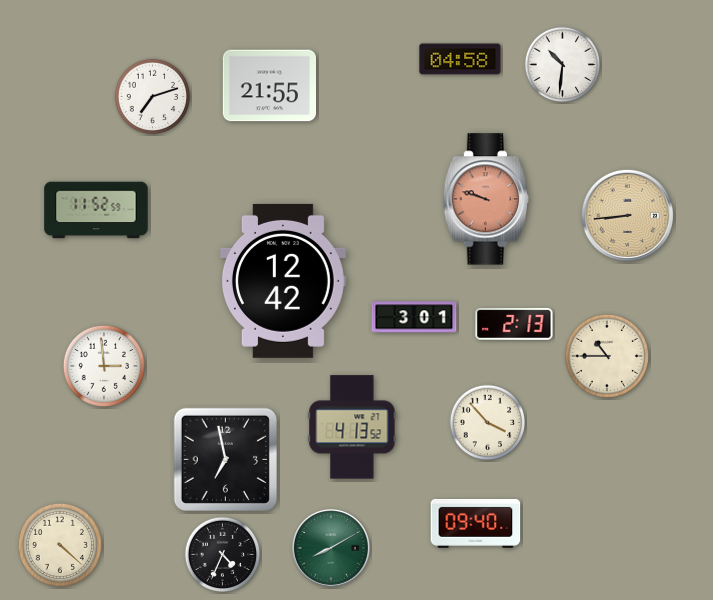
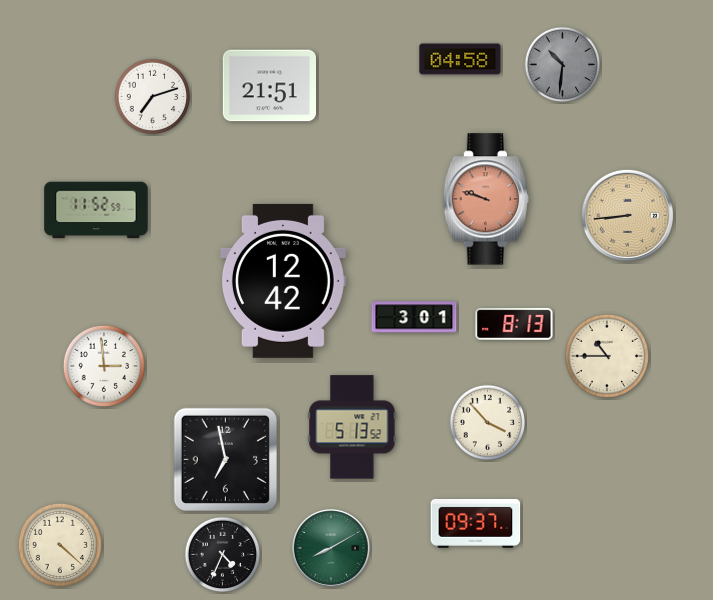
clock at (563, 65) dial: white -> grey
clock at (269, 86): 21:55 -> 21:51
clock at (514, 324): 2:13 -> 8:13
clock at (352, 427): 4:13 -> 5:13
clock at (476, 523): 09:40 -> 09:37
